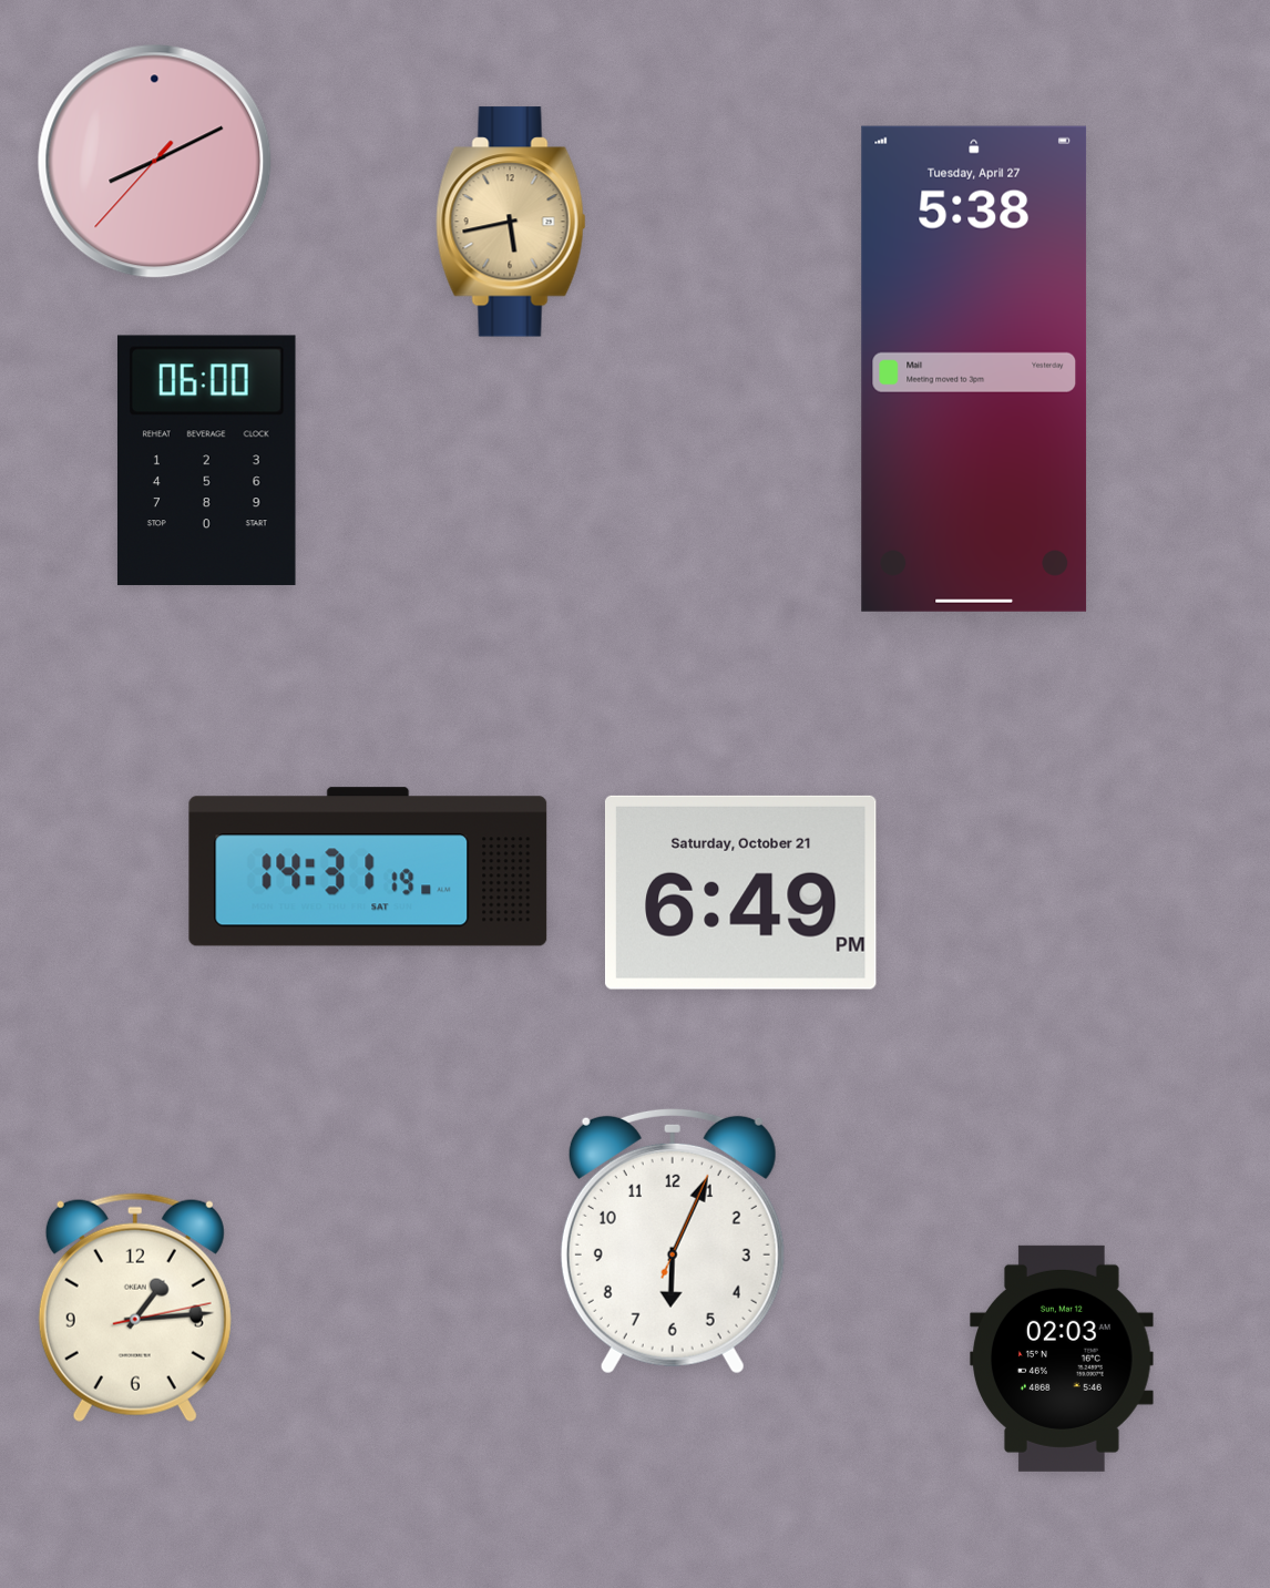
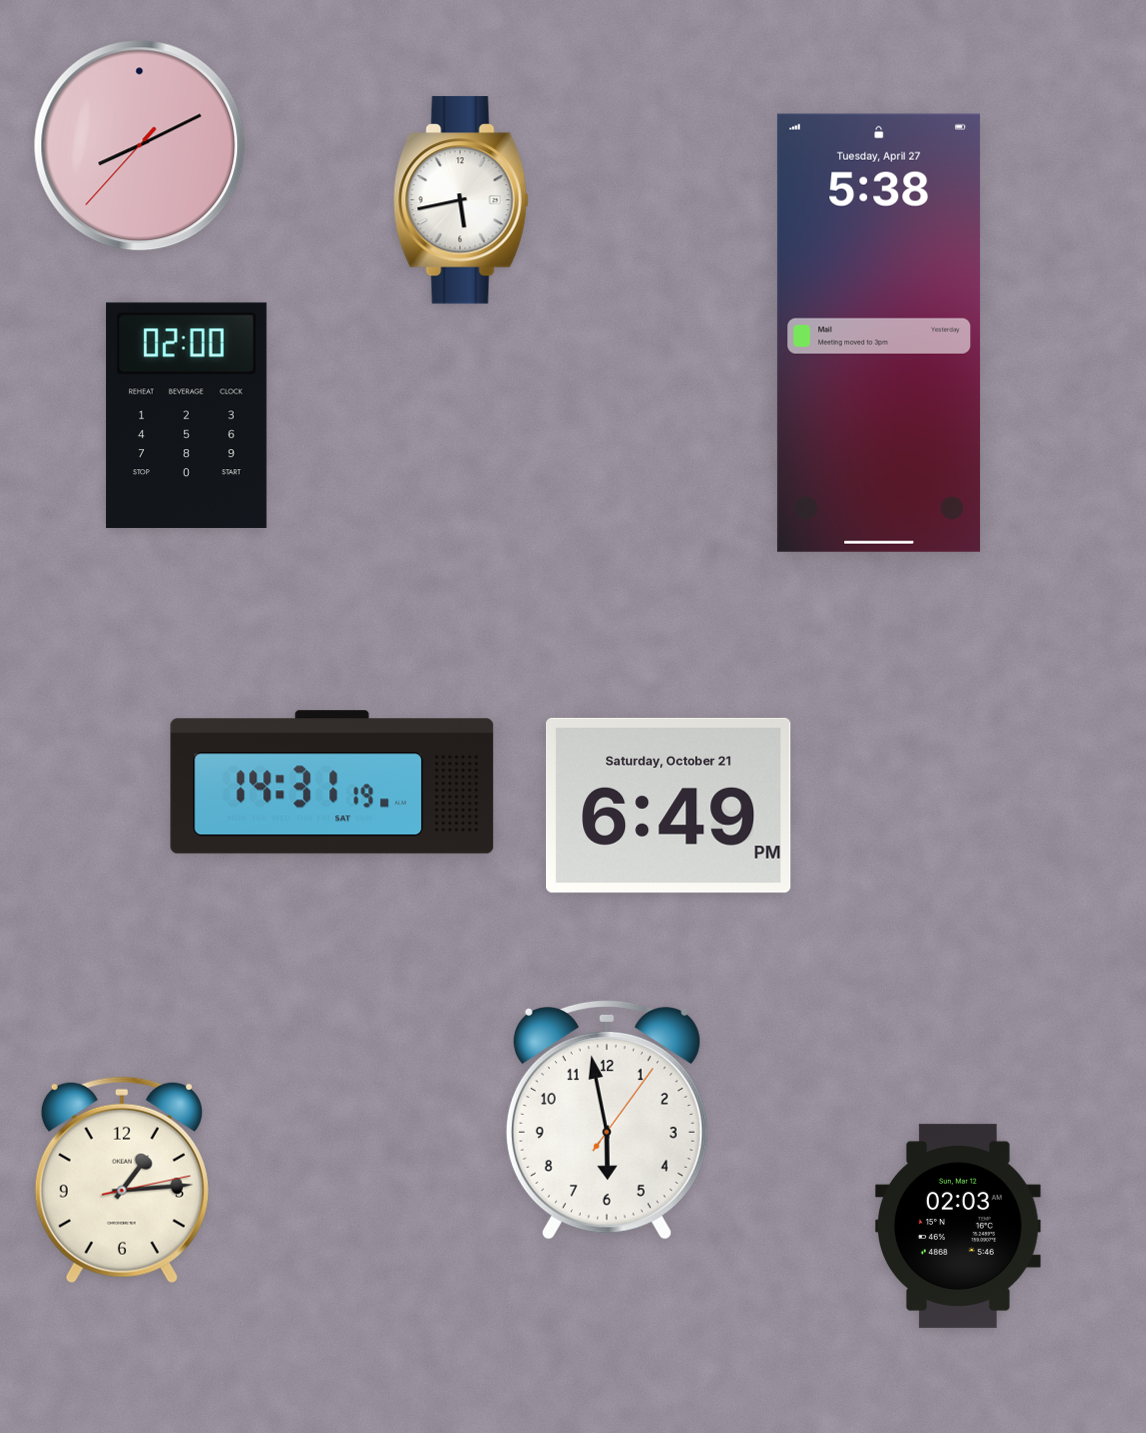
clock at (511, 222) dial: champagne -> white
clock at (206, 460): 06:00 -> 02:00
clock at (673, 1241): 6:04 -> 5:58
